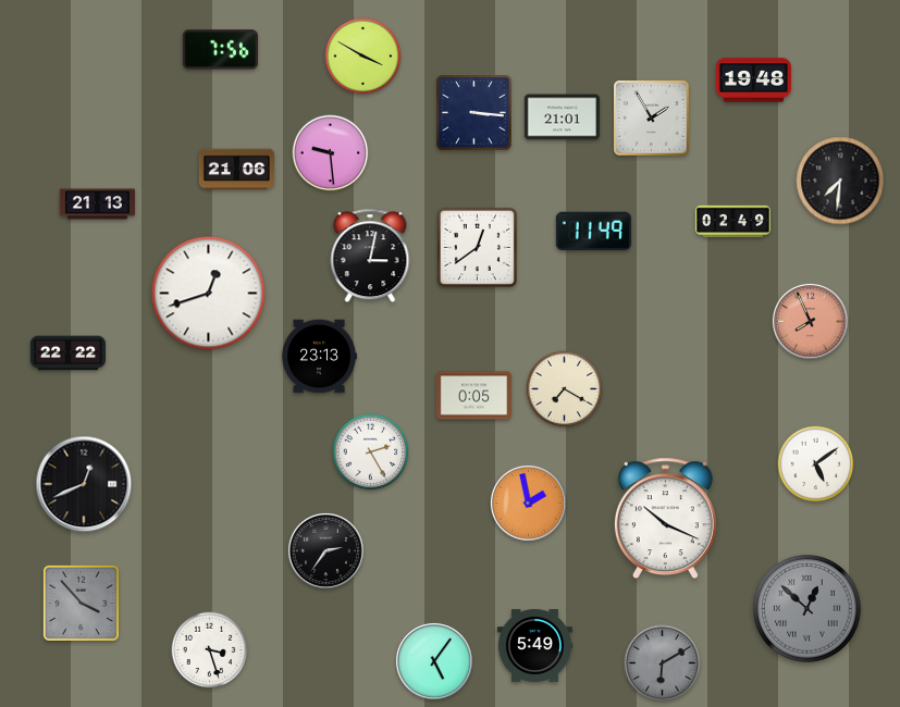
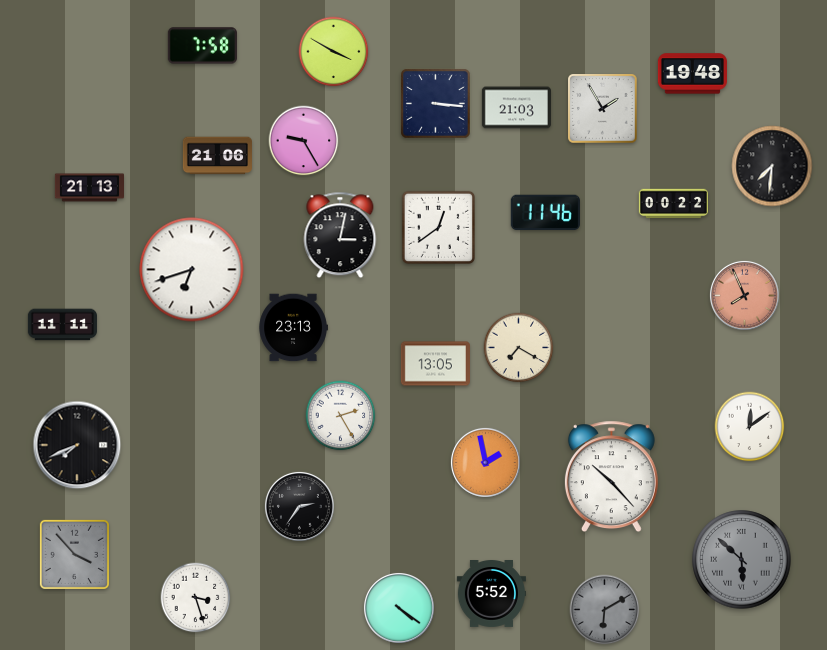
clock at (220, 50): 7:56 -> 7:58
clock at (562, 117): 21:01 -> 21:03
clock at (652, 119) position: (652, 119) -> (603, 109)
clock at (331, 153): 9:29 -> 9:25
clock at (732, 222): 02:49 -> 00:22
clock at (593, 232): 11:49 -> 11:46
clock at (209, 294): 12:42 -> 6:42
clock at (67, 353): 22:22 -> 11:11
clock at (565, 389) position: (565, 389) -> (519, 348)
clock at (473, 396): 0:05 -> 13:05
clock at (816, 464): 5:09 -> 12:09
clock at (84, 484): 12:41 -> 7:41
clock at (665, 519): 10:19 -> 10:23
clock at (807, 609): 12:52 -> 5:52
clock at (534, 646): 5:49 -> 5:52
clock at (210, 650) position: (210, 650) -> (196, 598)
clock at (434, 661): 5:06 -> 4:21
clock at (663, 663) position: (663, 663) -> (605, 610)
